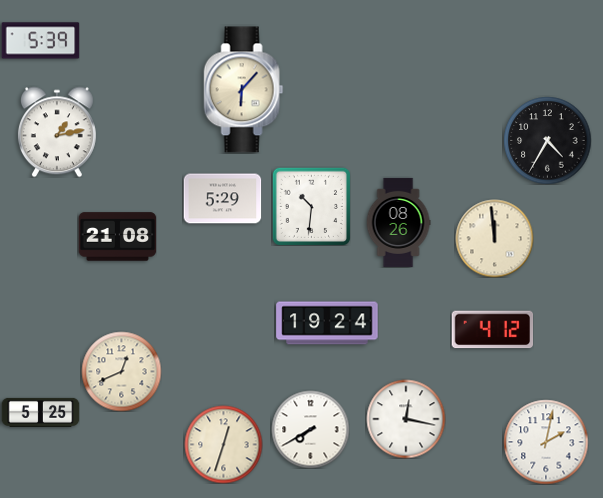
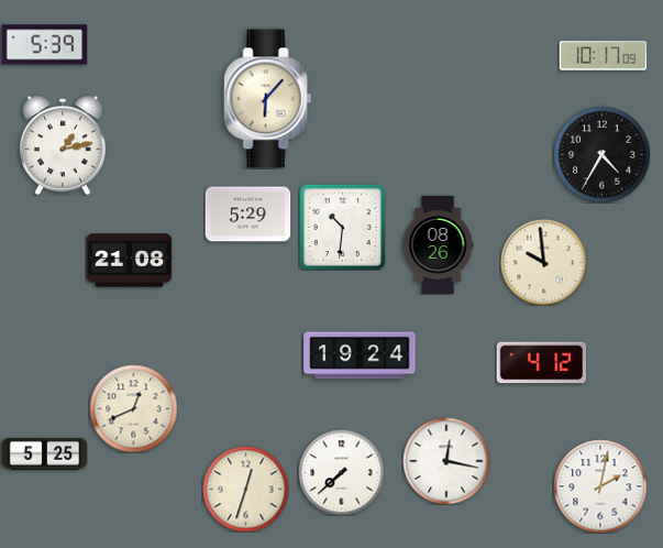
clock at (603, 56): none -> 10:17
clock at (222, 199) position: (222, 199) -> (247, 215)
clock at (494, 238): 11:59 -> 9:59
clock at (310, 429): 7:40 -> 7:38
